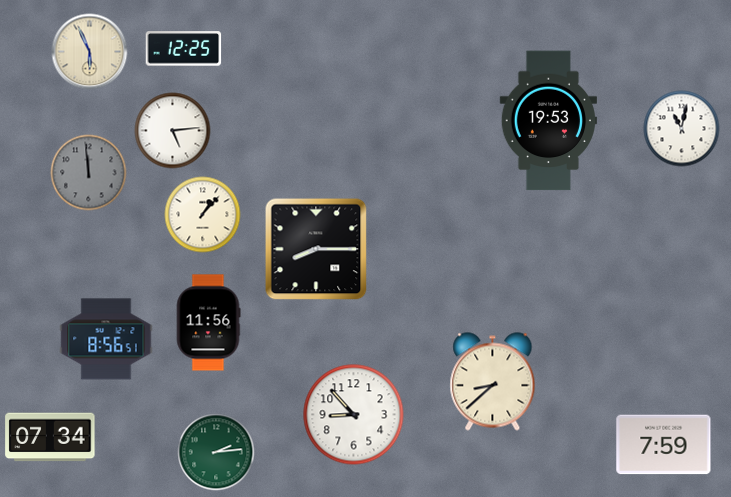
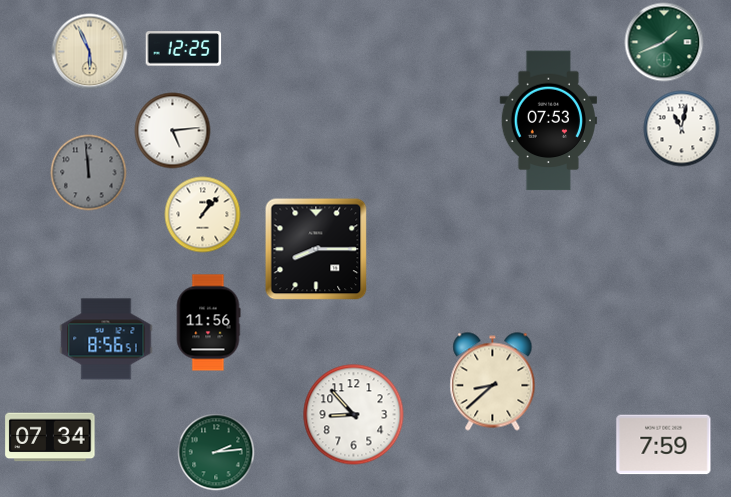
clock at (664, 42): none -> 1:41
clock at (548, 121): 19:53 -> 07:53
